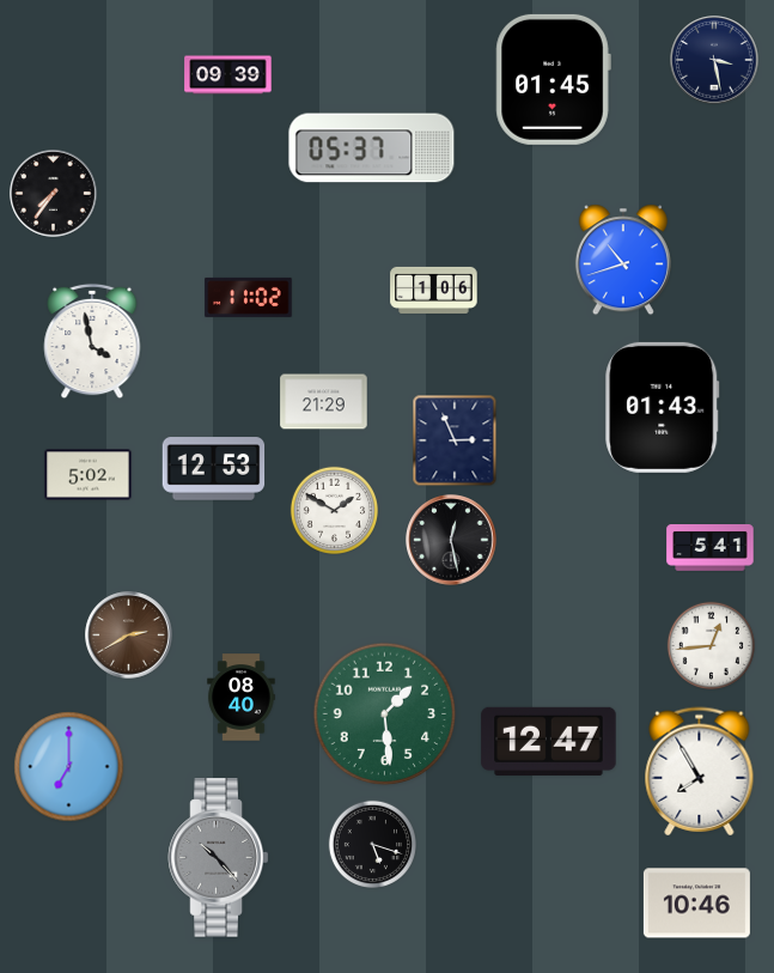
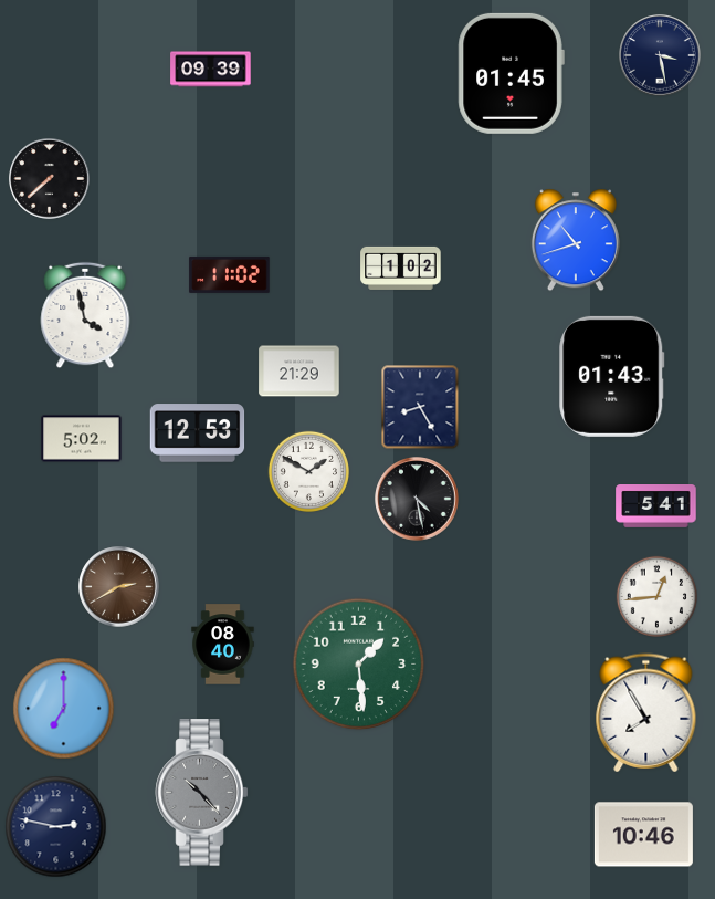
clock at (372, 148): 05:37 -> none
clock at (54, 194): 7:36 -> 7:38
clock at (434, 290): 1:06 -> 1:02
clock at (455, 440): 2:56 -> 8:25
clock at (451, 540): 12:28 -> 4:28
clock at (385, 714) position: (385, 714) -> (359, 665)
clock at (549, 741): 12:47 -> none
clock at (372, 844): 5:18 -> none
clock at (56, 827): none -> 2:47
